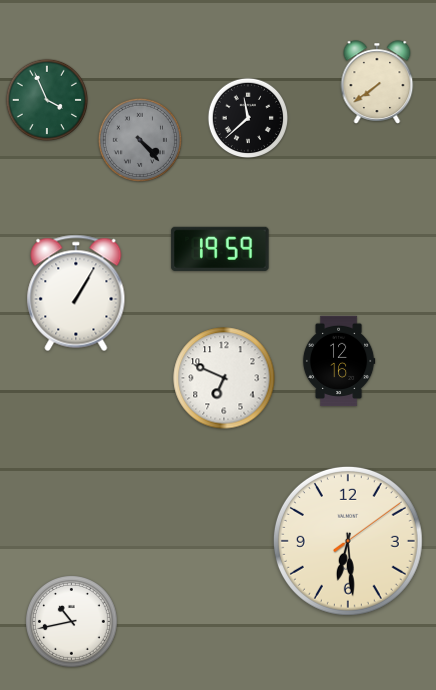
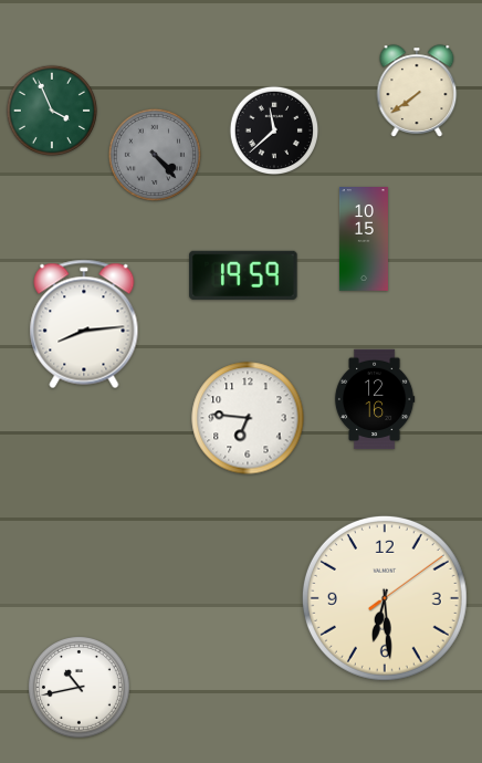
clock at (364, 240): none -> 10:15
clock at (76, 293): 1:05 -> 8:14
clock at (224, 378): 6:49 -> 6:46
